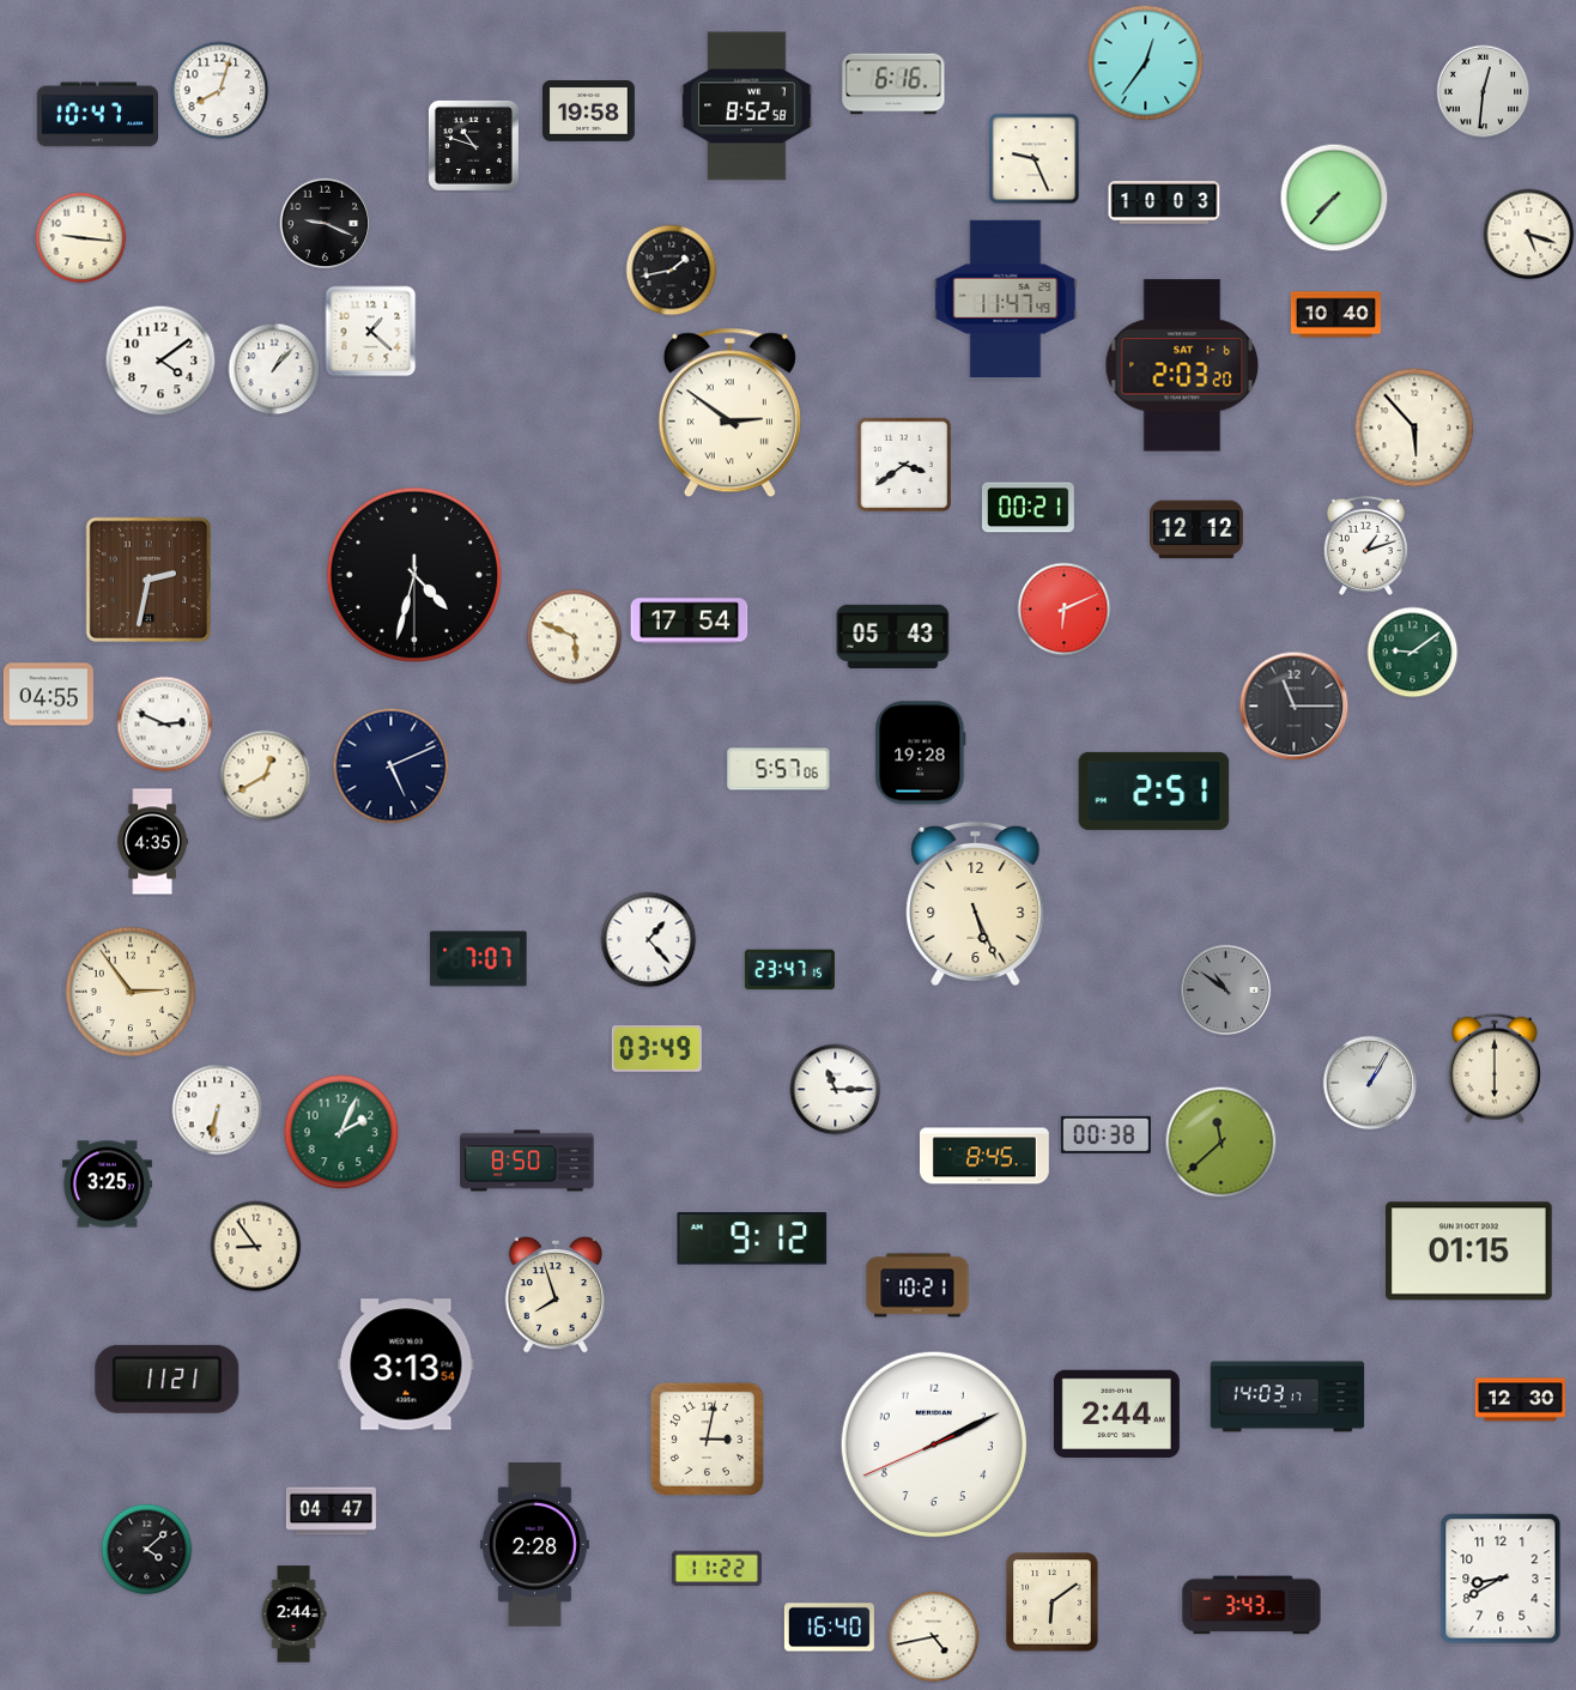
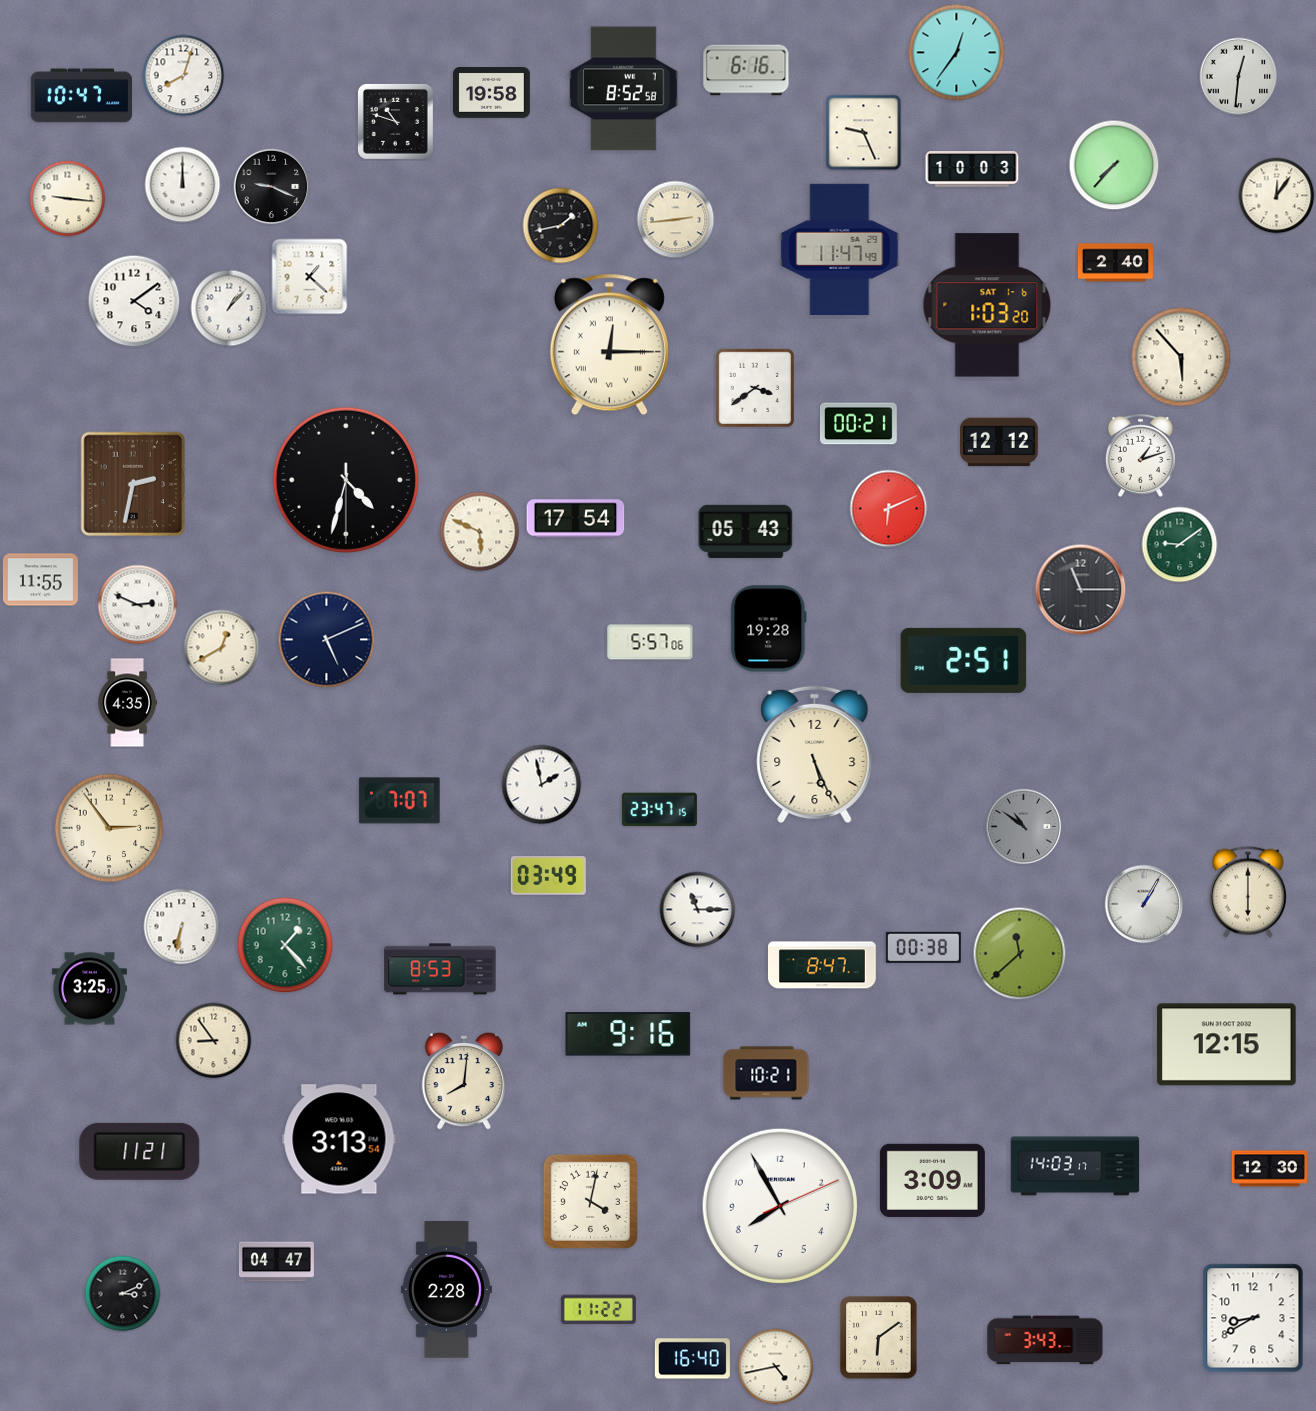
clock at (183, 185): none -> 12:00
clock at (1529, 235): 5:18 -> 12:06
clock at (676, 220): none -> 2:44
clock at (1335, 315): 10:40 -> 2:40
clock at (1182, 365): 2:03 -> 1:03
clock at (729, 413): 2:51 -> 12:15
clock at (148, 579) position: (148, 579) -> (133, 483)
clock at (48, 695): 04:55 -> 11:55
clock at (649, 940): 1:23 -> 1:58
clock at (341, 1132): 2:04 -> 1:23
clock at (986, 1156): 8:45 -> 8:47
clock at (527, 1161): 8:50 -> 8:53
clock at (752, 1238): 9:12 -> 9:16
clock at (1469, 1252): 01:15 -> 12:15
clock at (554, 1295): 7:57 -> 8:01
clock at (1116, 1413): 2:44 -> 3:09
clock at (707, 1438): 3:02 -> 4:02
clock at (934, 1444): 2:10 -> 7:55
clock at (147, 1550): 4:08 -> 3:11
clock at (293, 1615): 2:44 -> none
clock at (934, 1637) position: (934, 1637) -> (776, 1367)
